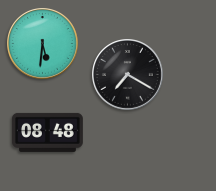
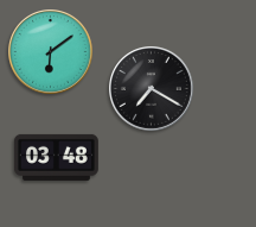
clock at (43, 44): 5:31 -> 6:09
clock at (47, 132): 08:48 -> 03:48
